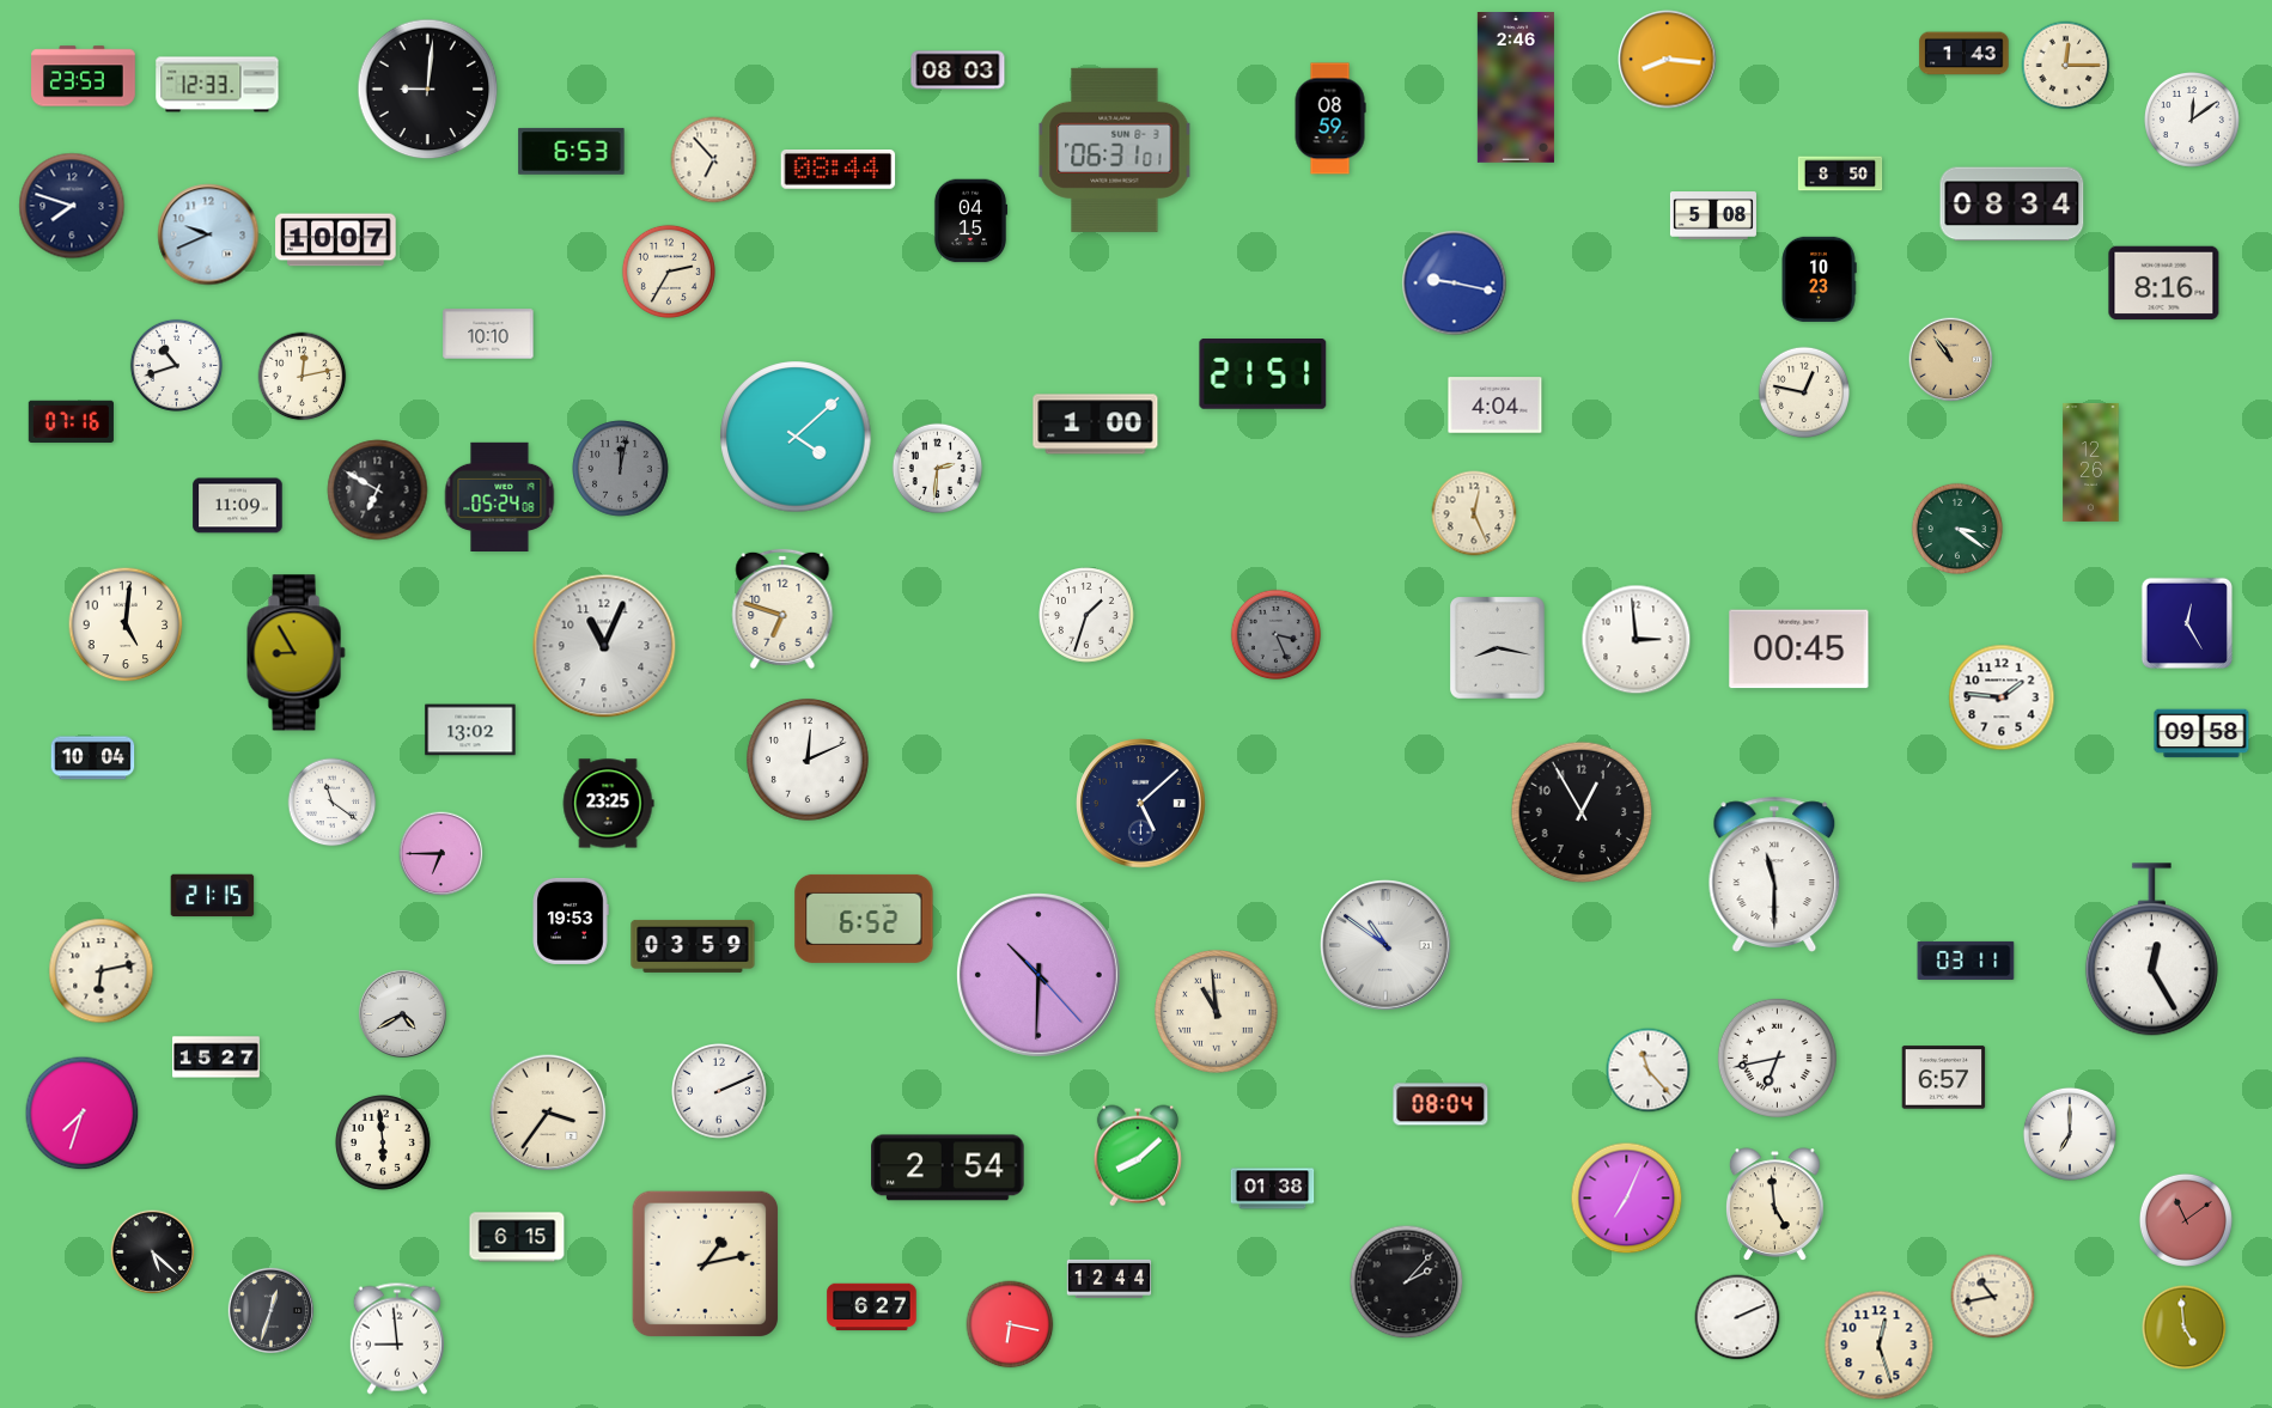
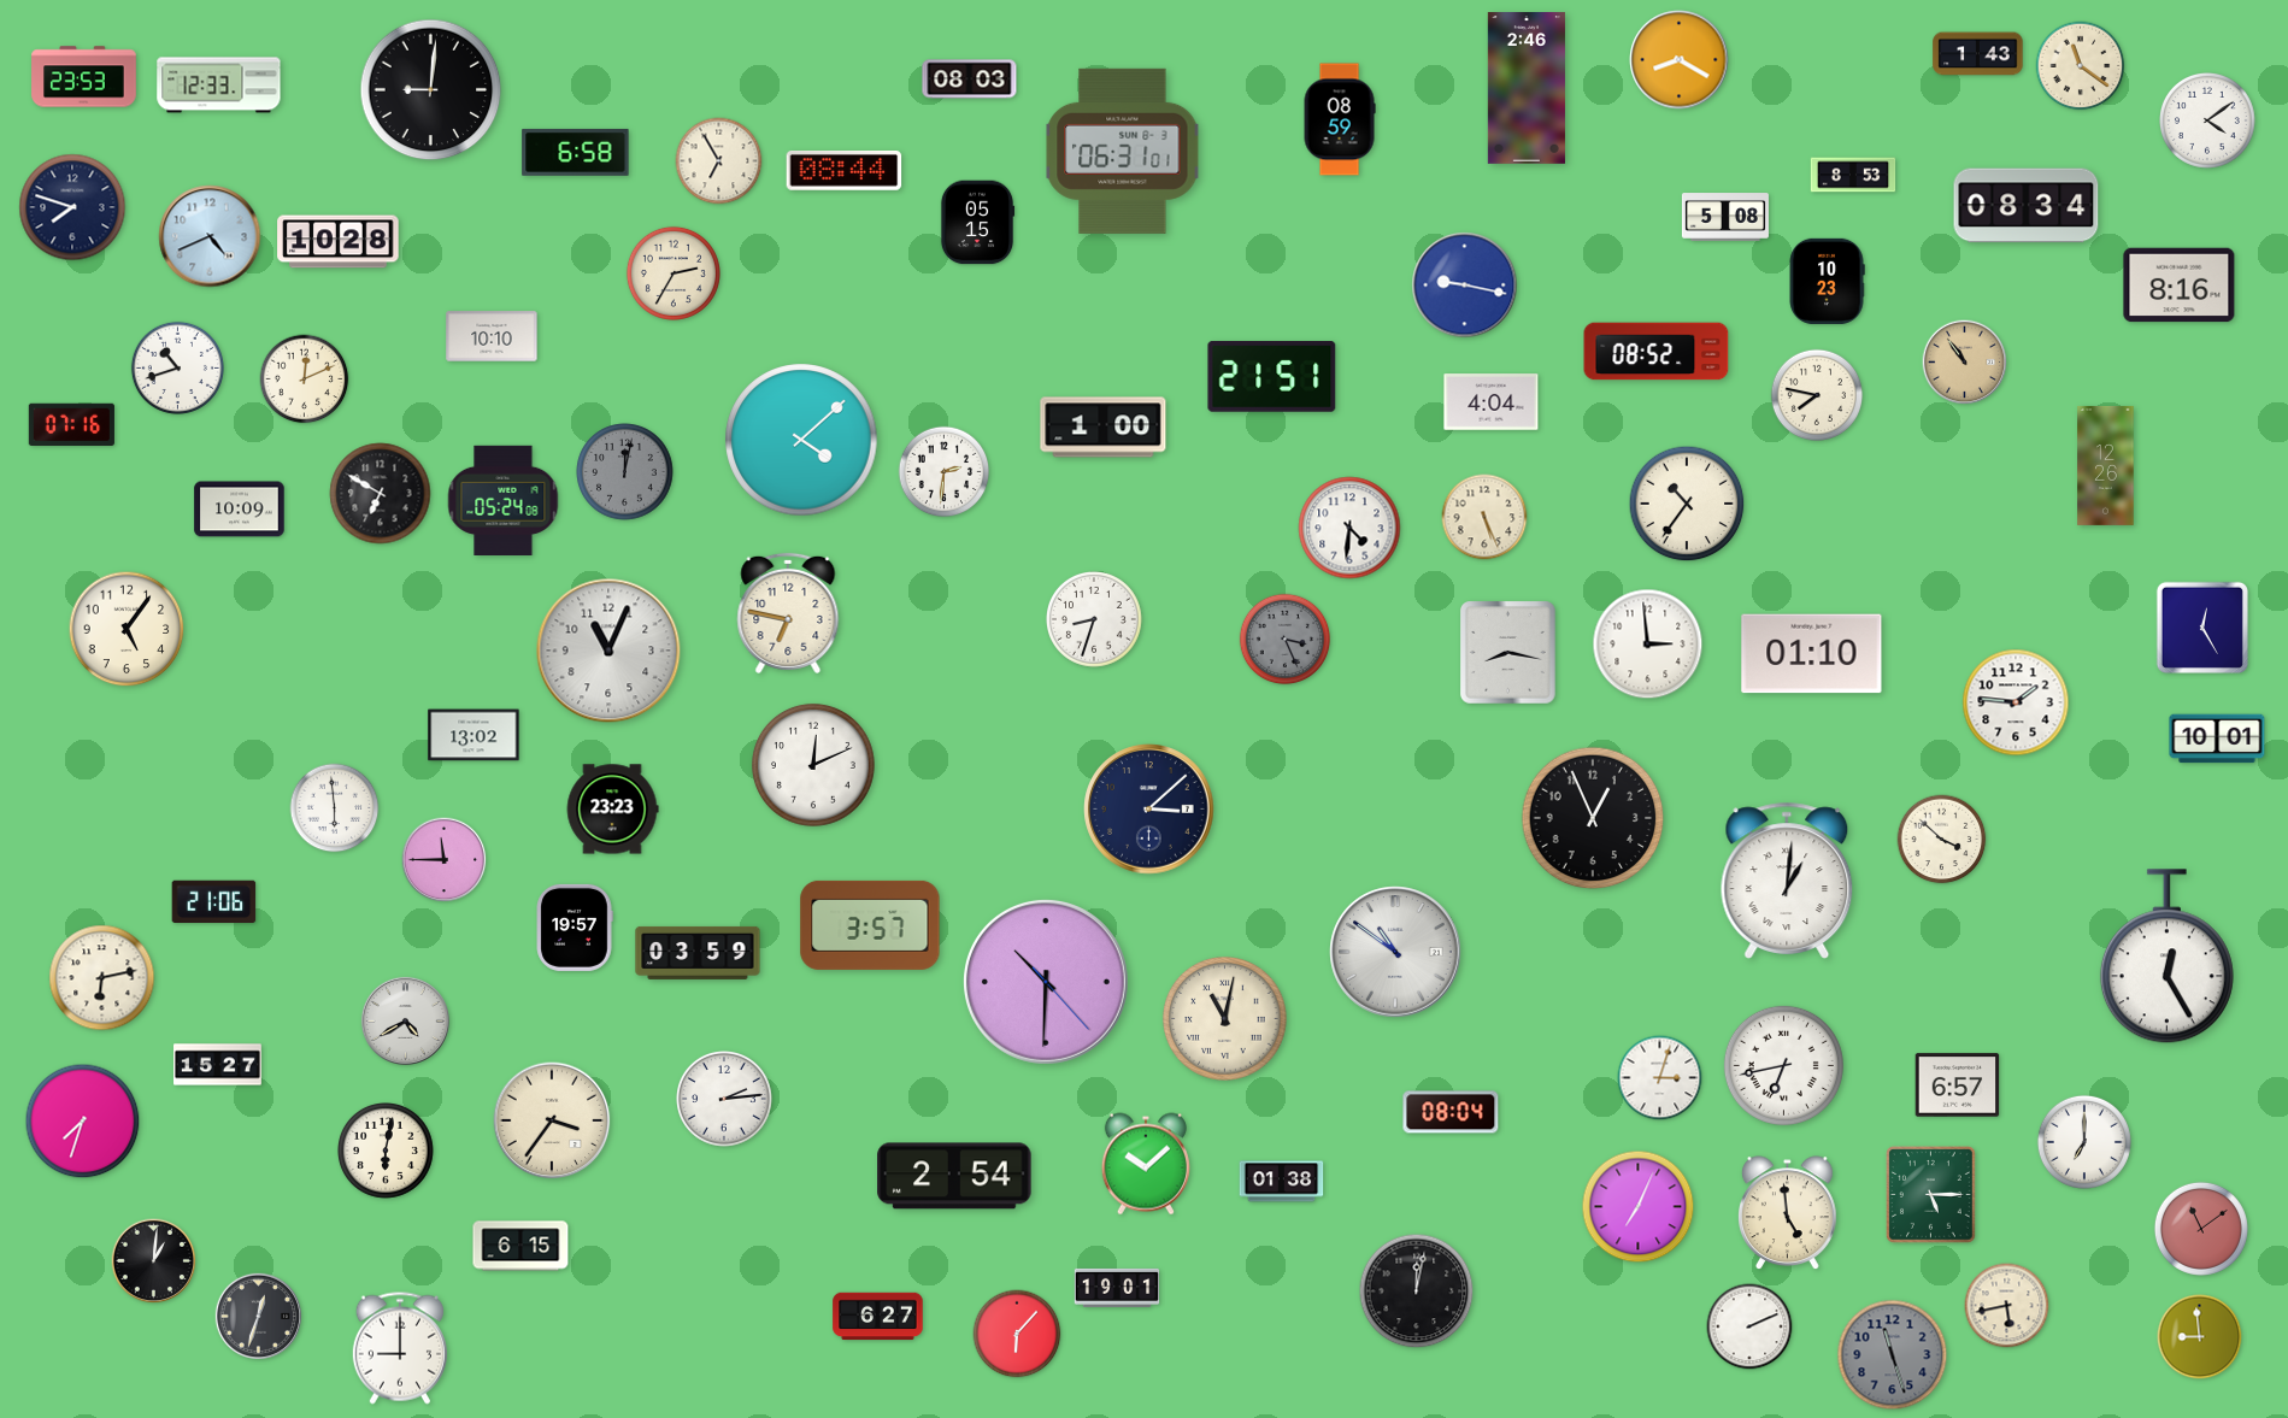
clock at (1668, 60): 8:16 -> 8:20
clock at (2066, 66): 12:15 -> 11:21
clock at (958, 71) position: (958, 71) -> (970, 80)
clock at (2193, 121): 12:09 -> 4:09
clock at (572, 151): 6:53 -> 6:58
clock at (714, 160): 6:53 -> 6:55
clock at (1840, 173): 8:50 -> 8:53
clock at (970, 221): 04:15 -> 05:15
clock at (208, 234): 9:41 -> 4:41
clock at (336, 240): 10:07 -> 10:28
clock at (1819, 279) position: (1819, 279) -> (1827, 281)
clock at (1657, 352): none -> 08:52
clock at (303, 377): 12:13 -> 12:11
clock at (1803, 391): 12:47 -> 7:47
clock at (1496, 406) position: (1496, 406) -> (1492, 402)
clock at (1687, 504): none -> 10:36
clock at (238, 506): 11:09 -> 10:09
clock at (1474, 513): 12:26 -> 5:26
clock at (1349, 528): none -> 4:31
clock at (1956, 528): 3:21 -> none
clock at (782, 609): 6:48 -> 6:47
clock at (1088, 616): 1:33 -> 8:33
clock at (126, 624): 5:01 -> 5:06
clock at (1799, 650): 00:45 -> 01:10
clock at (296, 653): 8:55 -> none
clock at (2201, 733): 09:58 -> 10:01
clock at (93, 758): 10:04 -> none
clock at (333, 803): 11:21 -> 5:59
clock at (608, 804): 23:25 -> 23:23
clock at (1141, 804): 5:08 -> 3:08
clock at (1582, 812): 12:55 -> 12:56
clock at (1942, 840): none -> 3:52
clock at (441, 854): 6:45 -> 11:45
clock at (1774, 874): 11:30 -> 1:01
clock at (213, 896): 21:15 -> 21:06
clock at (864, 919): 6:52 -> 3:57
clock at (571, 921): 19:53 -> 19:57
clock at (1966, 961): 03:11 -> none
clock at (1217, 1012): 10:59 -> 11:02
clock at (1777, 1057) position: (1777, 1057) -> (1783, 1065)
clock at (1649, 1071): 11:23 -> 3:03
clock at (720, 1092): 2:11 -> 2:14
clock at (384, 1144): 5:59 -> 6:02
clock at (1138, 1156): 8:08 -> 10:08
clock at (1931, 1195): none -> 5:15
clock at (1273, 1189) position: (1273, 1189) -> (1282, 1182)
clock at (153, 1252): 5:22 -> 1:01
clock at (706, 1264): 1:13 -> none
clock at (1109, 1279): 12:44 -> 19:01
clock at (1407, 1282): 2:07 -> 12:02
clock at (1993, 1297): 10:43 -> 5:43
clock at (270, 1310) position: (270, 1310) -> (258, 1316)
clock at (1010, 1324): 6:17 -> 6:07
clock at (2185, 1328): 4:59 -> 8:59
clock at (397, 1339): 8:59 -> 9:00
clock at (1880, 1346): 12:27 -> 11:27
clock at (1880, 1346) dial: cream -> grey
